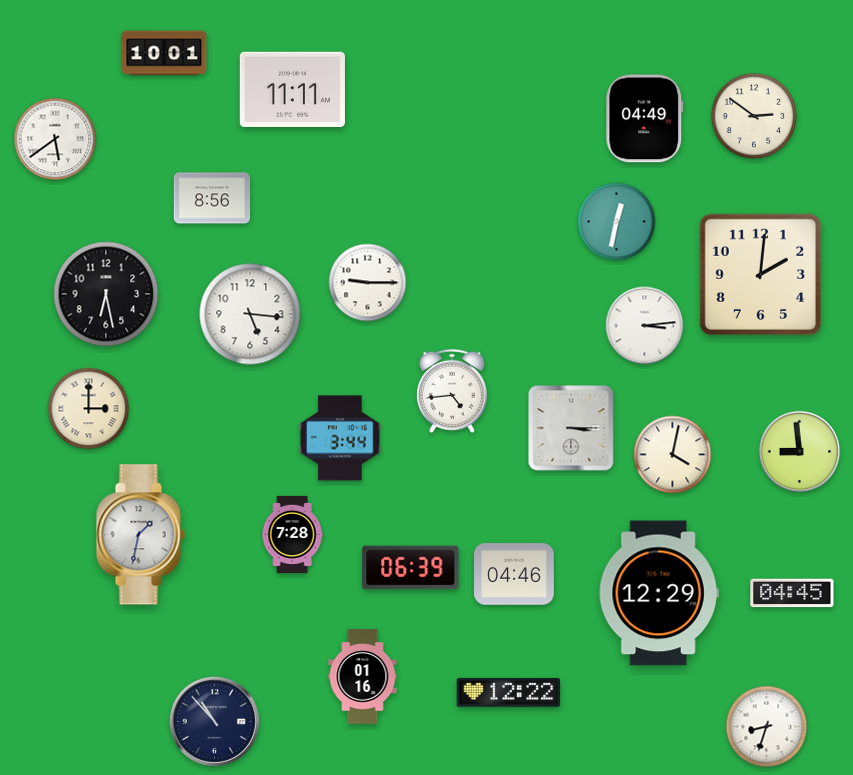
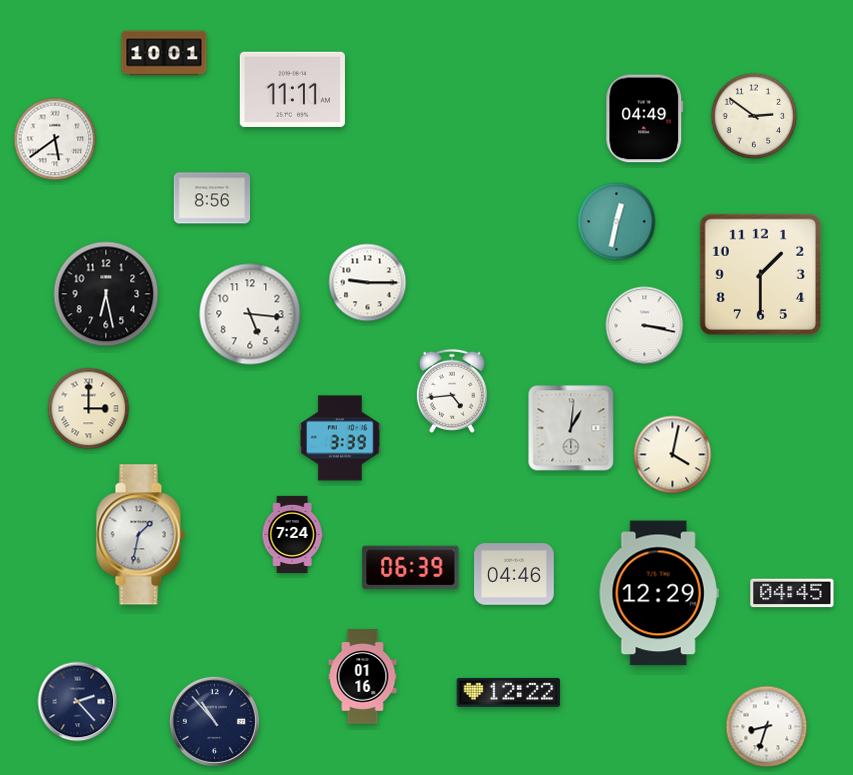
clock at (760, 274): 2:01 -> 1:30
clock at (645, 326): 3:14 -> 3:17
clock at (571, 428): 3:15 -> 1:01
clock at (340, 438): 3:44 -> 3:39
clock at (800, 452): 8:59 -> none
clock at (292, 534): 7:28 -> 7:24
clock at (78, 702): none -> 2:23
